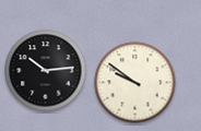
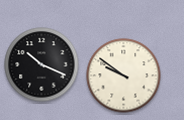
clock at (46, 71): 10:14 -> 10:19
